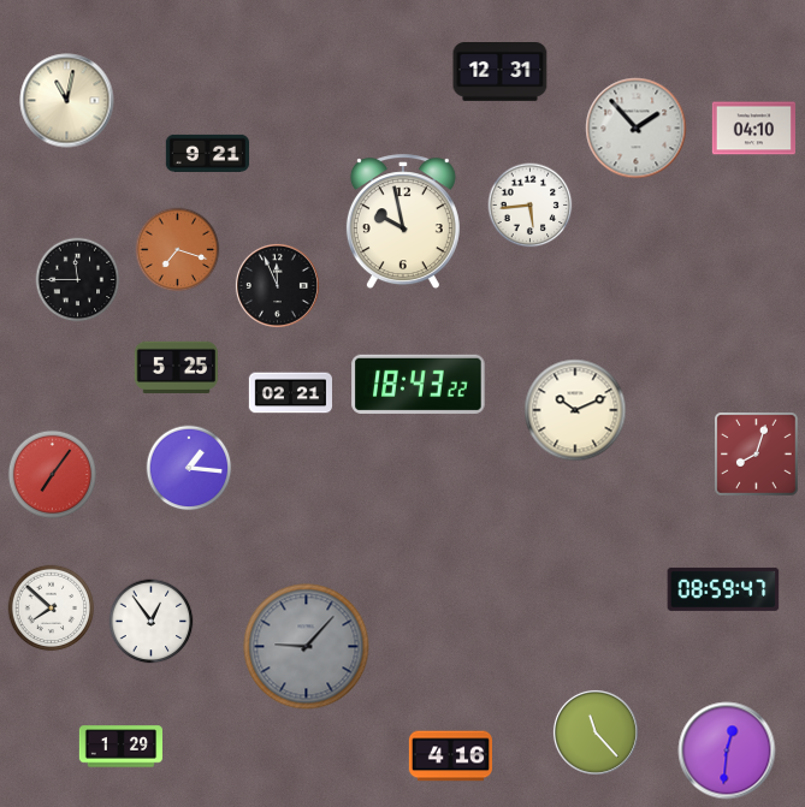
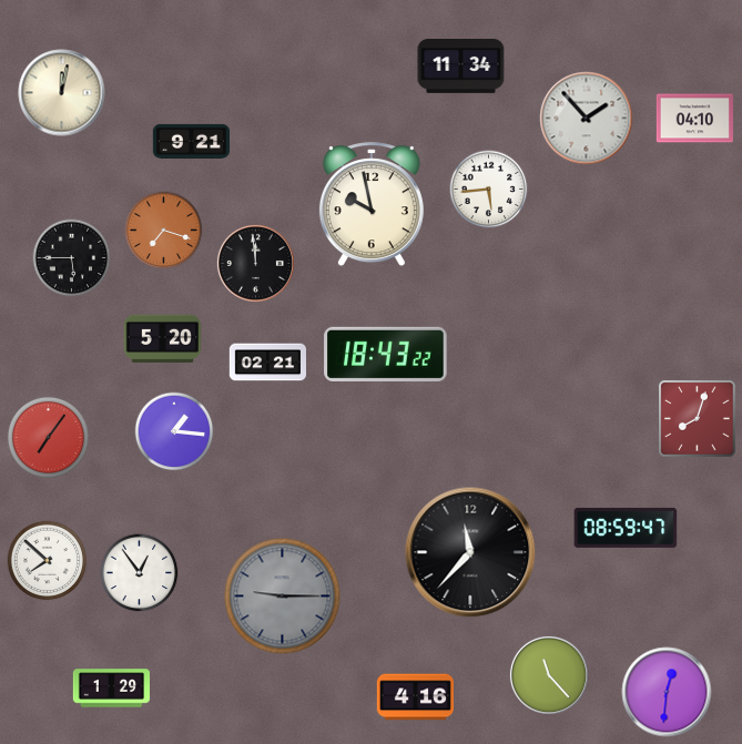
clock at (501, 72): 12:31 -> 11:34
clock at (67, 101): 11:02 -> 12:02
clock at (78, 280): 11:45 -> 5:45
clock at (277, 285): 11:56 -> 11:59
clock at (176, 367): 5:25 -> 5:20
clock at (575, 410): 10:11 -> none
clock at (723, 589) position: (723, 589) -> (626, 528)
clock at (470, 552): none -> 11:37
clock at (307, 647): 9:07 -> 9:15
clock at (727, 750) position: (727, 750) -> (667, 692)
